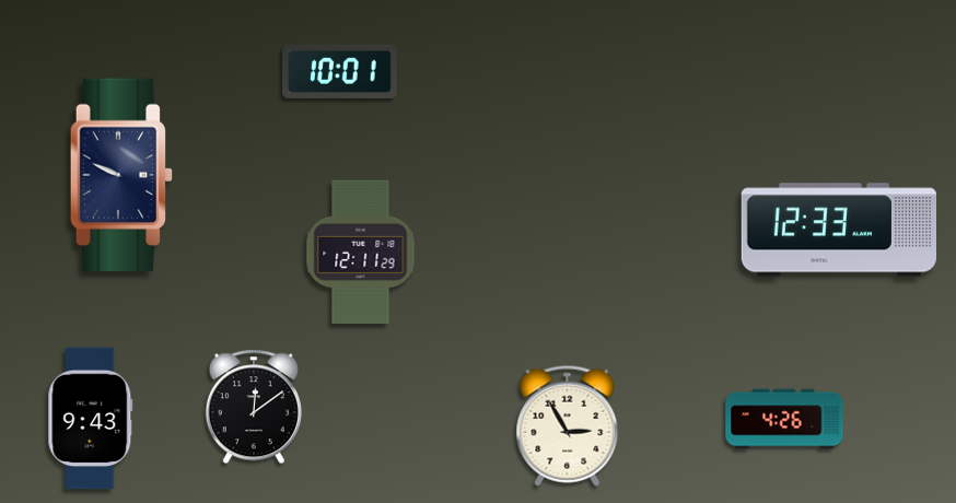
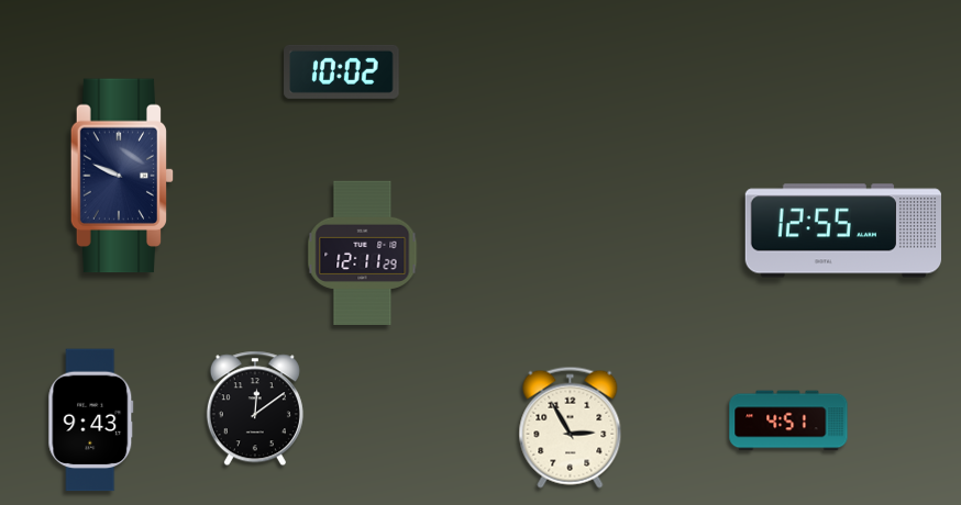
clock at (340, 71): 10:01 -> 10:02
clock at (838, 230): 12:33 -> 12:55
clock at (784, 419): 4:26 -> 4:51
